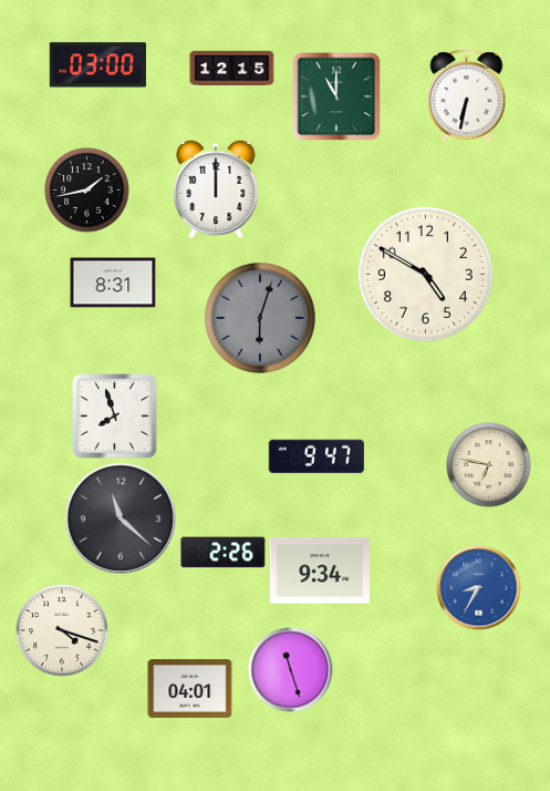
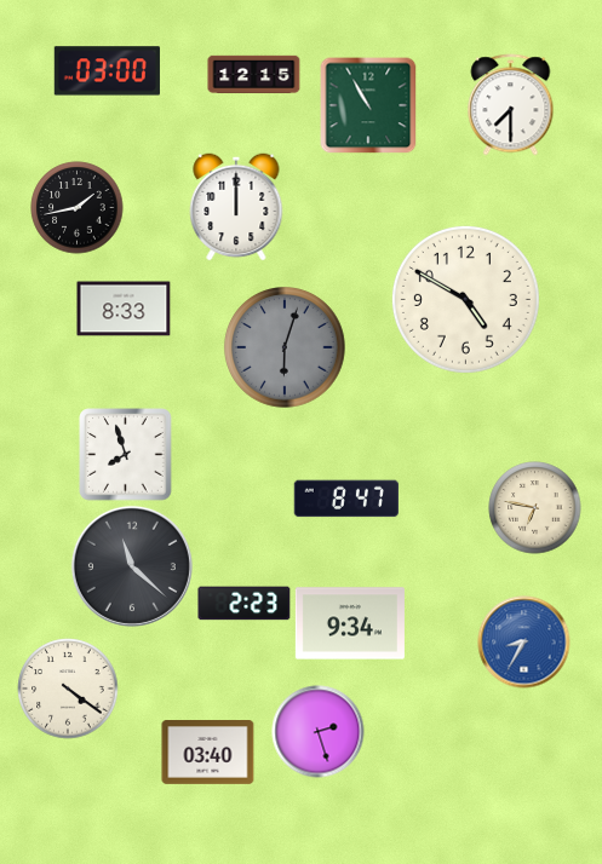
clock at (336, 96): 11:00 -> 10:55
clock at (467, 96): 6:32 -> 7:30
clock at (87, 191) position: (87, 191) -> (78, 208)
clock at (113, 282): 8:31 -> 8:33
clock at (315, 456): 9:47 -> 8:47
clock at (224, 553): 2:26 -> 2:23
clock at (62, 630): 4:18 -> 4:21
clock at (291, 670): 11:27 -> 2:27
clock at (190, 689): 04:01 -> 03:40
